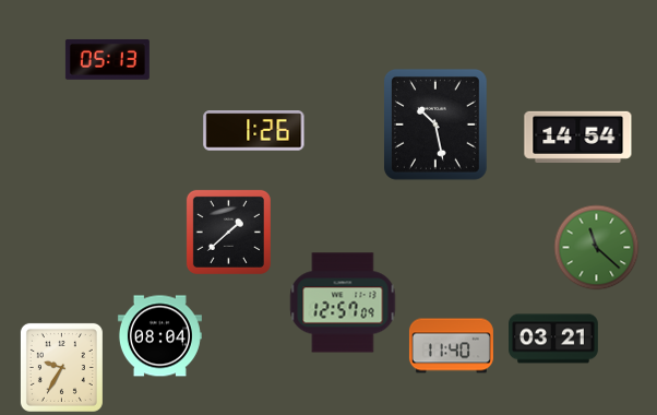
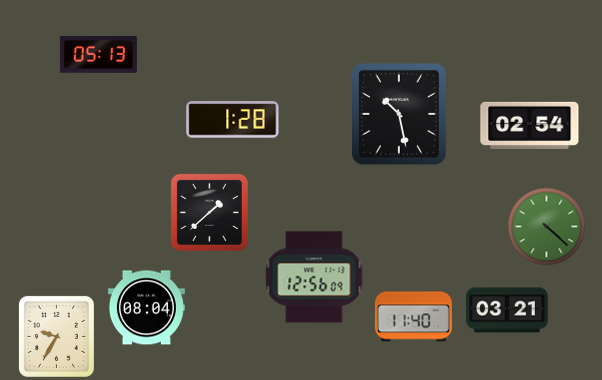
clock at (254, 131): 1:26 -> 1:28
clock at (578, 137): 14:54 -> 02:54
clock at (596, 247): 11:22 -> 4:22
clock at (343, 303): 12:57 -> 12:56
